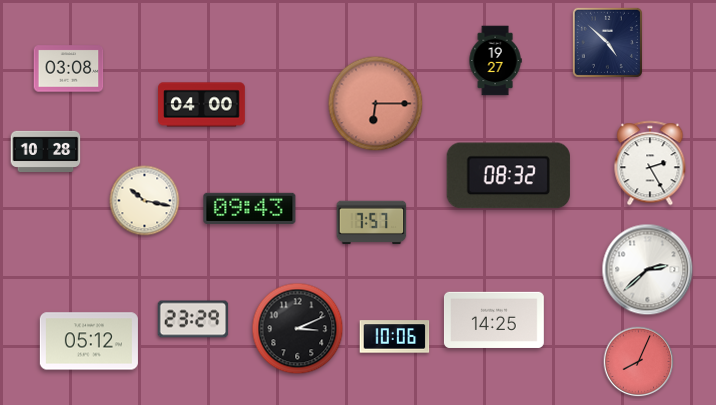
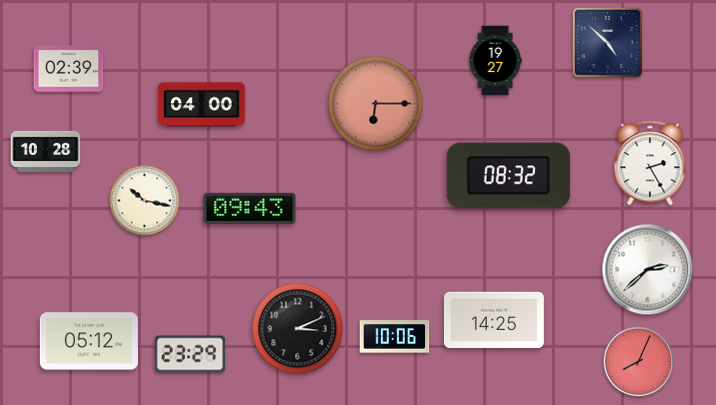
clock at (69, 69): 03:08 -> 02:39
clock at (372, 223): 7:57 -> none
clock at (193, 319) position: (193, 319) -> (190, 354)
